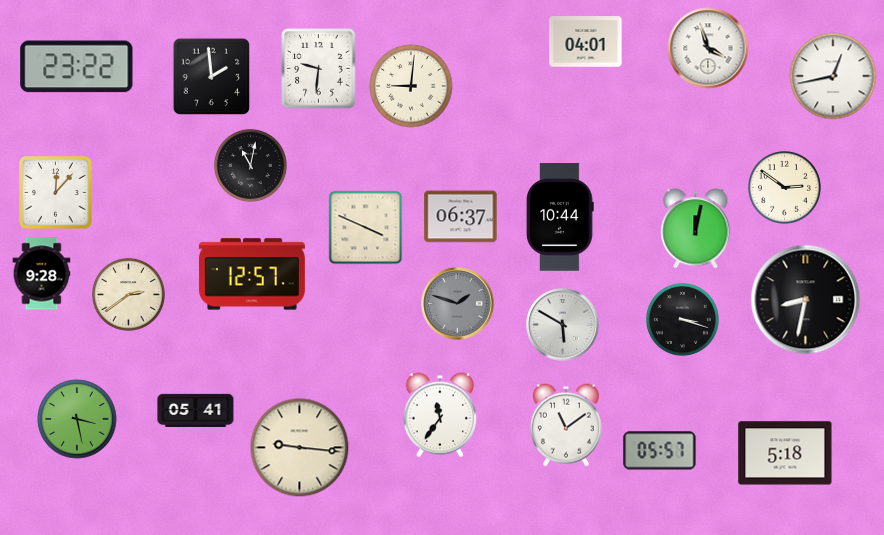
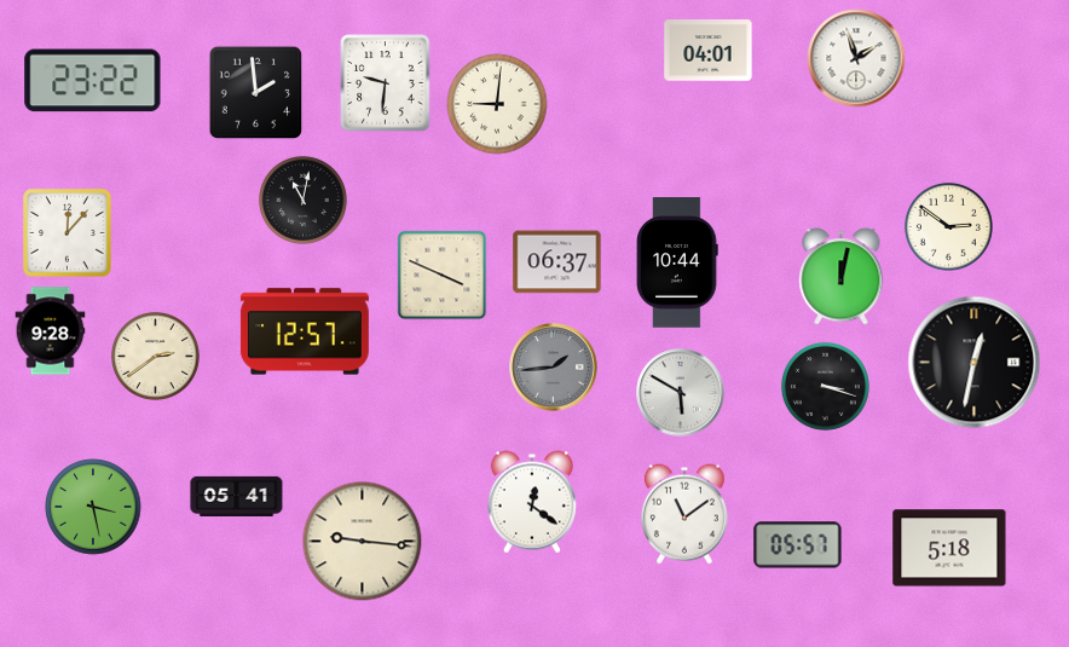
clock at (708, 48): 3:57 -> 1:57
clock at (833, 76): 12:43 -> none
clock at (806, 300): 8:32 -> 12:32
clock at (458, 304): 1:48 -> 1:44
clock at (440, 415): 11:36 -> 12:21
